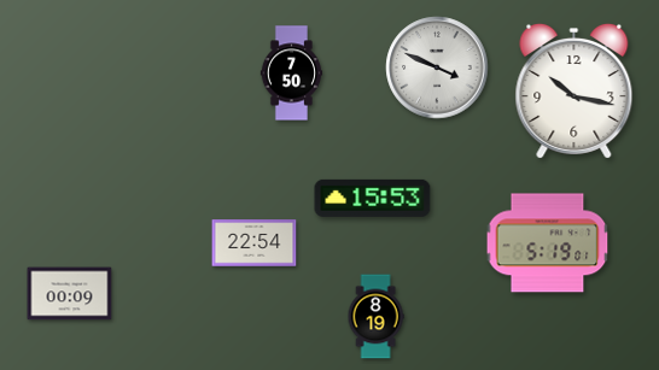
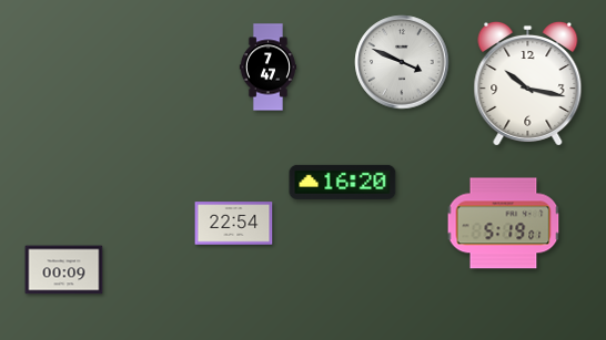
clock at (292, 74): 7:50 -> 7:47
clock at (373, 198): 15:53 -> 16:20
clock at (375, 317): 8:19 -> none
